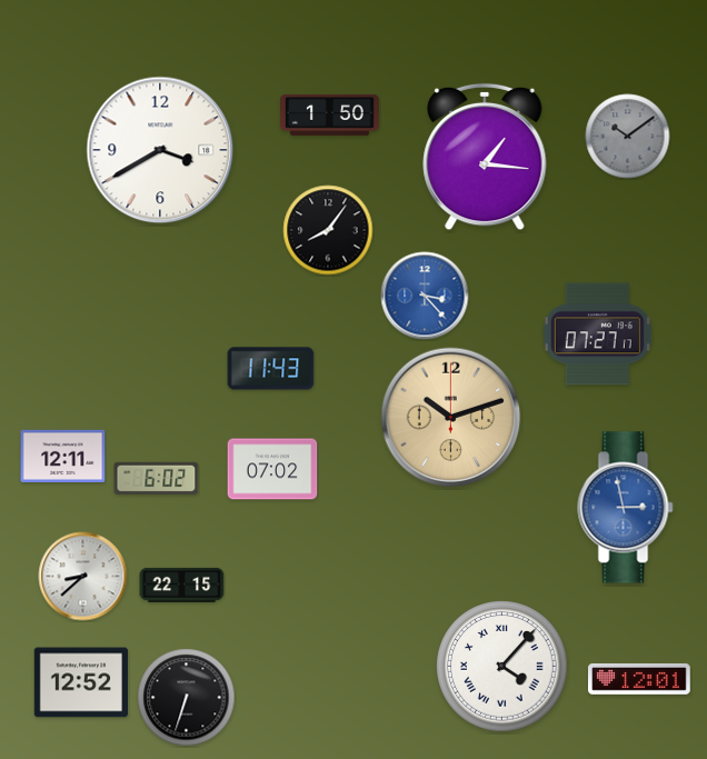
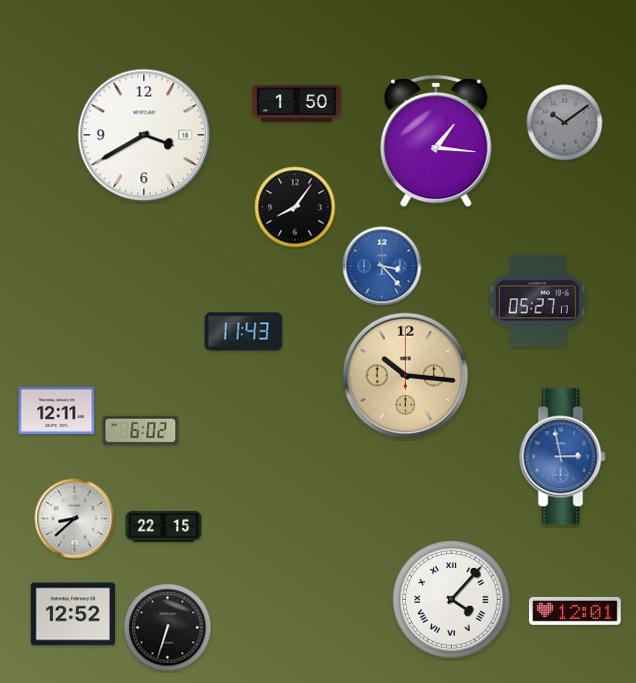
clock at (597, 334): 07:27 -> 05:27
clock at (451, 418): 10:12 -> 10:16
clock at (272, 469): 07:02 -> none
